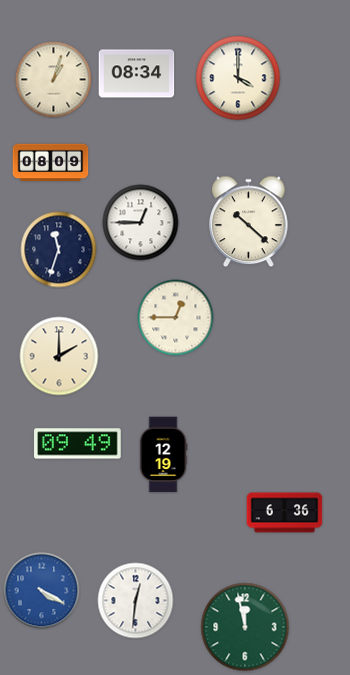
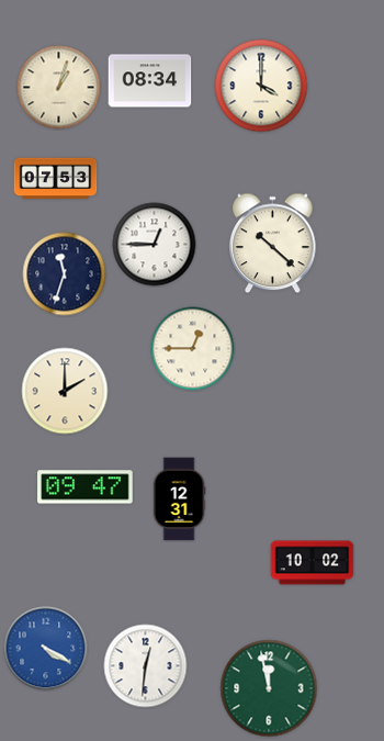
clock at (51, 163): 08:09 -> 07:53
clock at (78, 444): 09:49 -> 09:47
clock at (163, 455): 12:19 -> 12:31
clock at (285, 513): 6:36 -> 10:02
clock at (136, 601) position: (136, 601) -> (146, 666)
